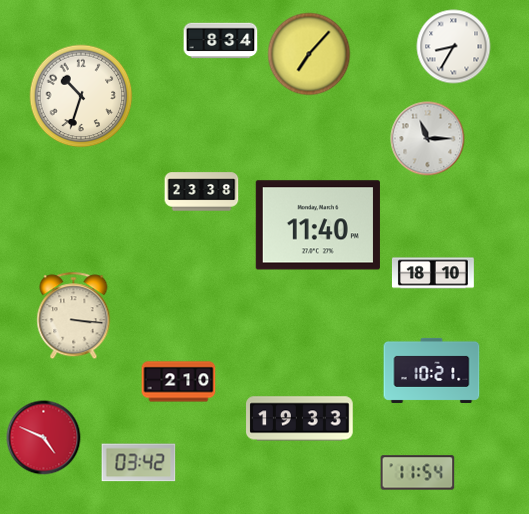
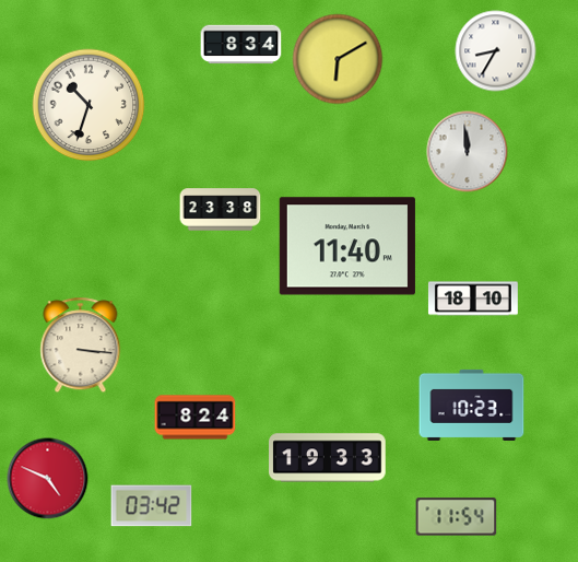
clock at (309, 54): 7:07 -> 6:10
clock at (428, 139): 11:15 -> 11:59
clock at (432, 370): 10:21 -> 10:23
clock at (179, 382): 2:10 -> 8:24
